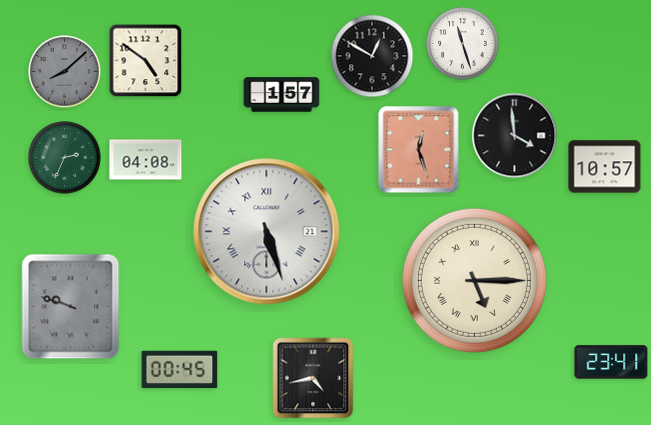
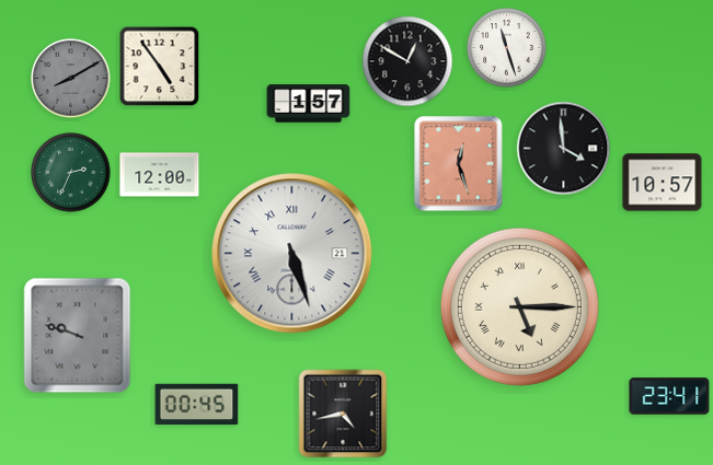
clock at (146, 61): 4:51 -> 4:54
clock at (65, 72): 8:08 -> 8:10
clock at (146, 160): 04:08 -> 12:00
